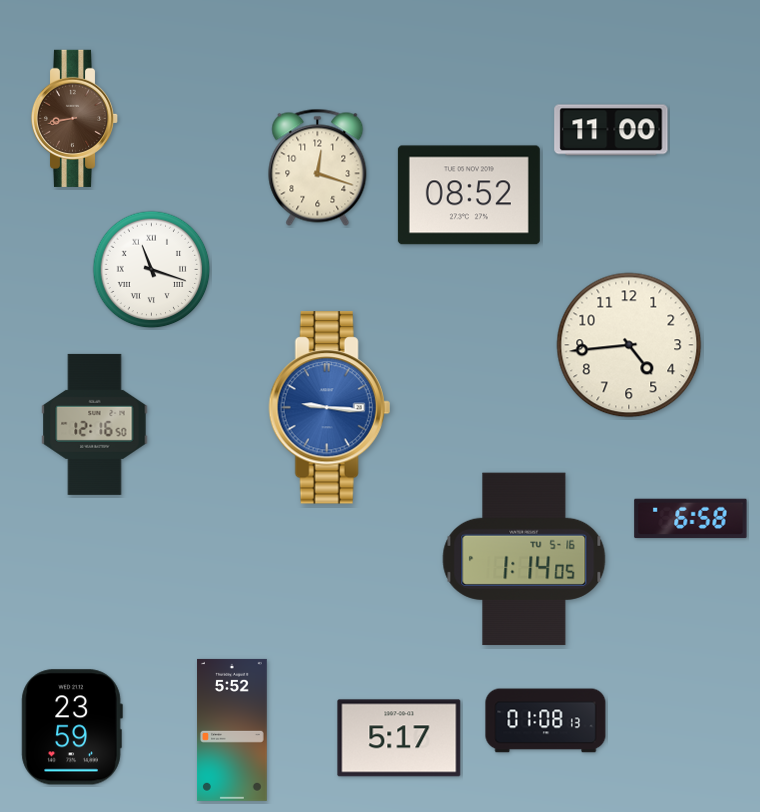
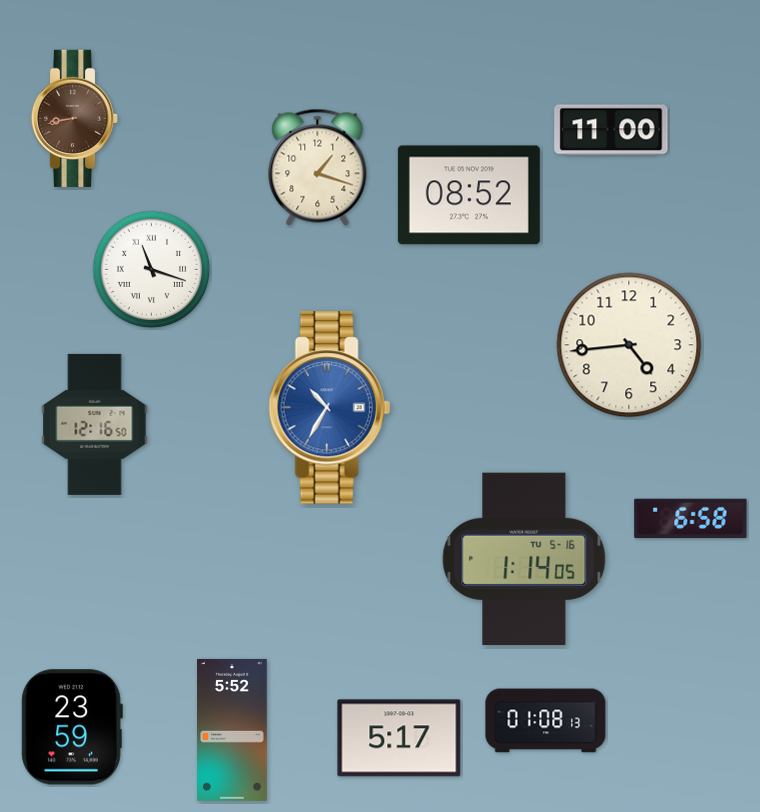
clock at (318, 167): 12:18 -> 1:18
clock at (329, 408): 9:16 -> 10:35
